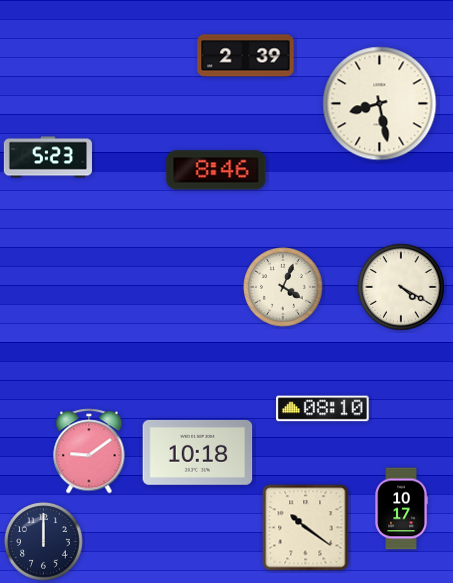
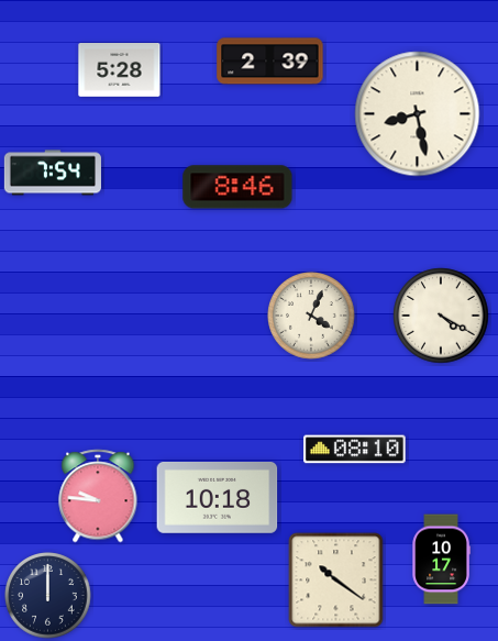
clock at (120, 70): none -> 5:28
clock at (48, 157): 5:23 -> 7:54
clock at (89, 451): 9:09 -> 9:46
